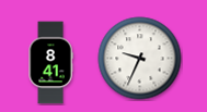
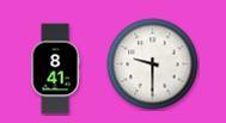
clock at (140, 59): 9:34 -> 9:30
